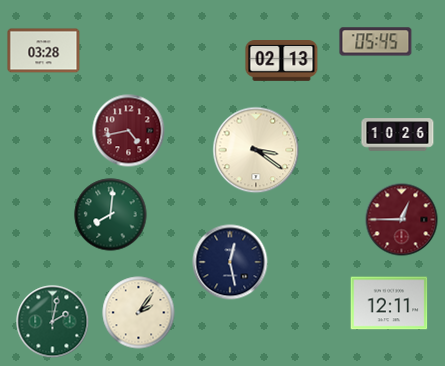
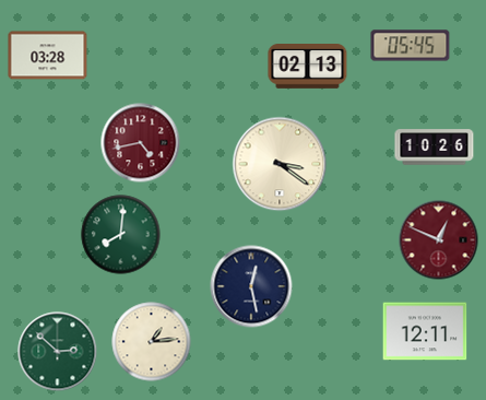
clock at (402, 220): 12:45 -> 12:49
clock at (139, 313): 2:06 -> 1:14
clock at (53, 322): 2:02 -> 2:52
